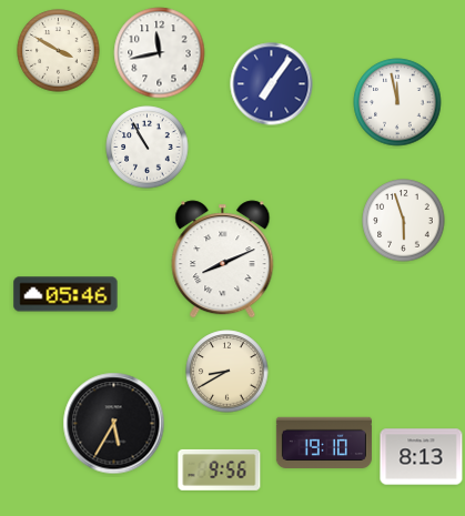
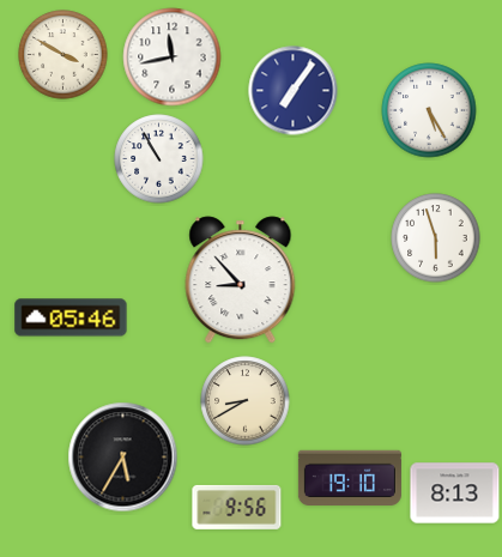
clock at (397, 102): 11:58 -> 5:25
clock at (223, 260): 8:11 -> 8:53
